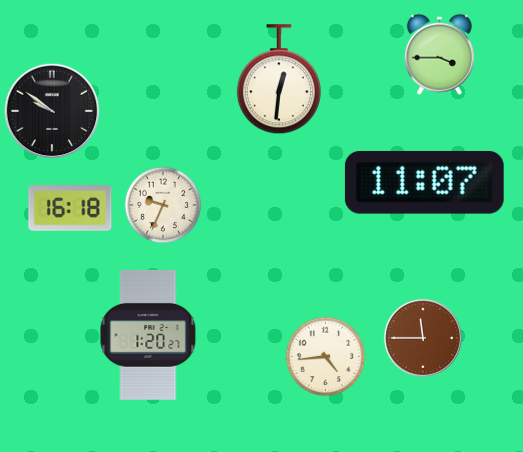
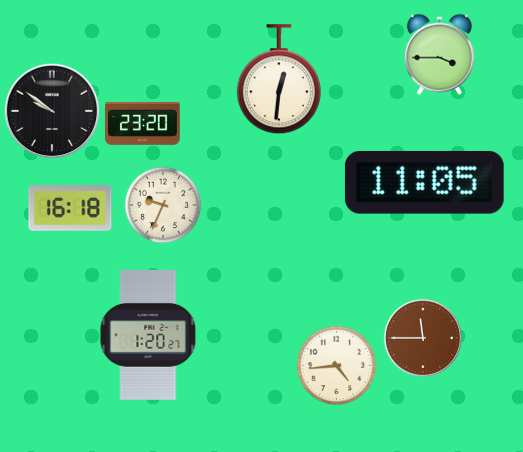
clock at (143, 124): none -> 23:20
clock at (424, 182): 11:07 -> 11:05
clock at (326, 357) position: (326, 357) -> (337, 366)
